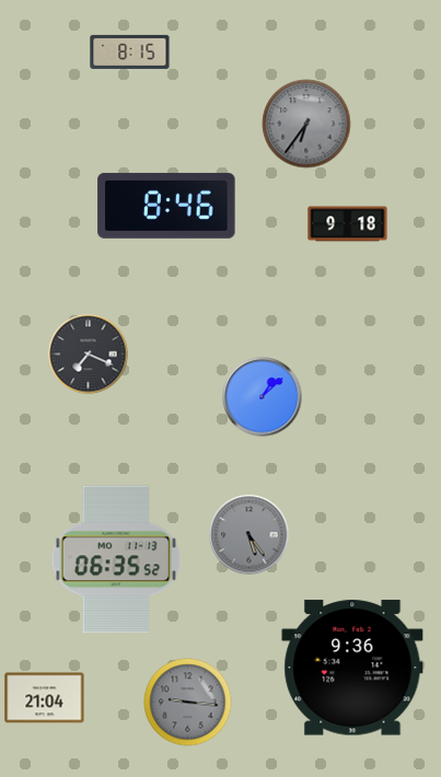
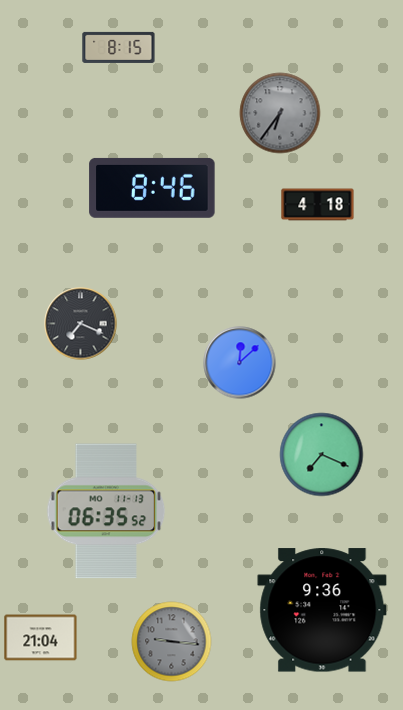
clock at (348, 224): 9:18 -> 4:18
clock at (263, 397): 1:08 -> 12:08
clock at (322, 455): none -> 7:19
clock at (249, 535): 5:24 -> none
